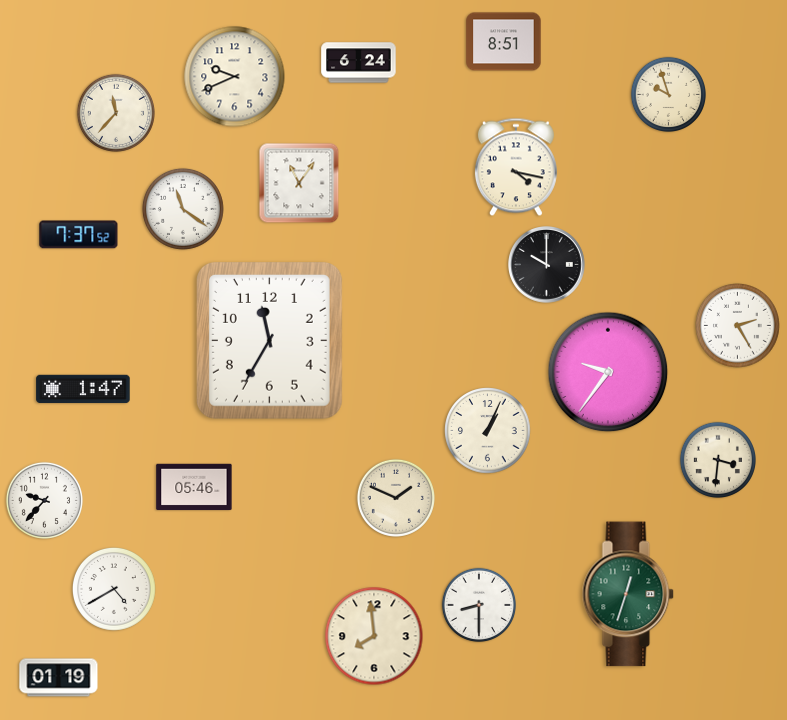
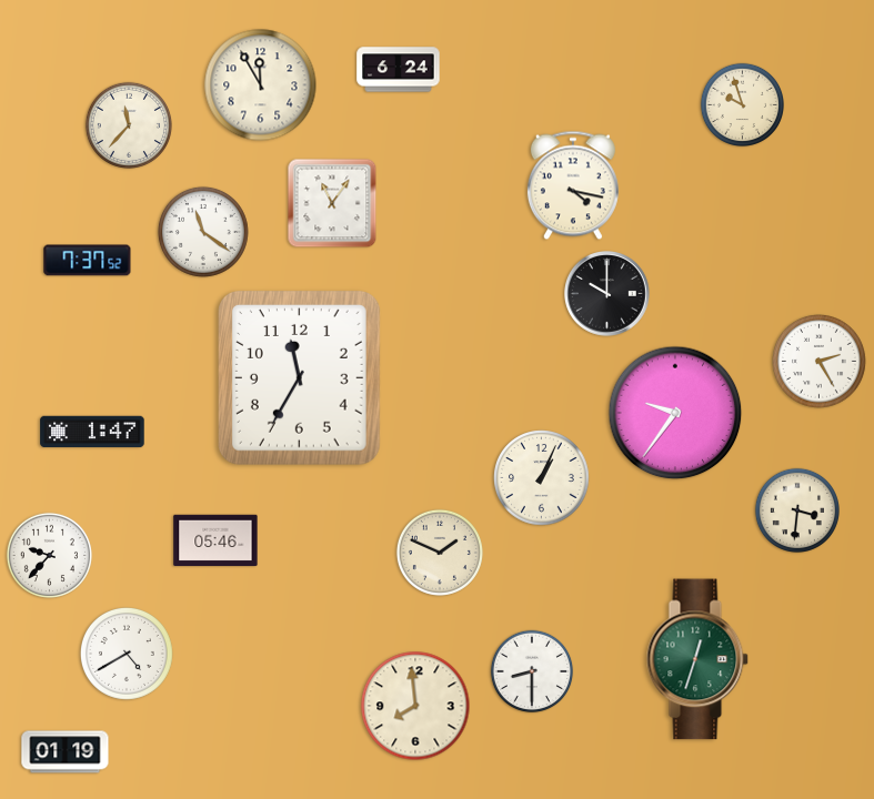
clock at (504, 42): 8:51 -> none
clock at (235, 77): 9:41 -> 11:55
